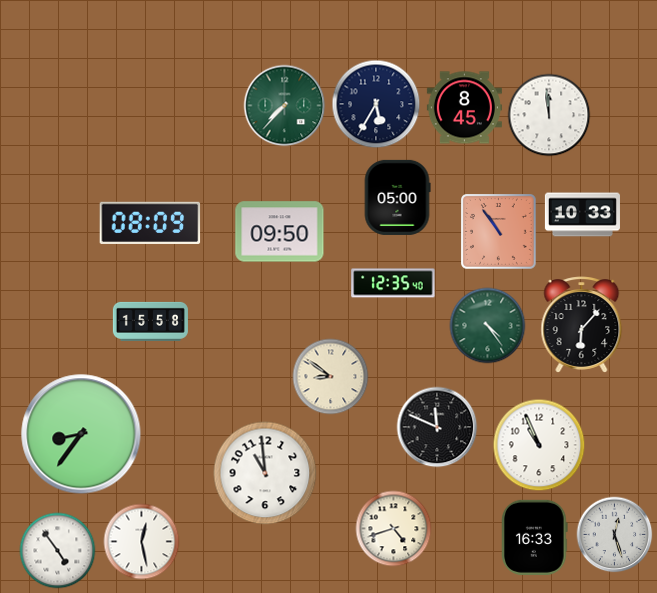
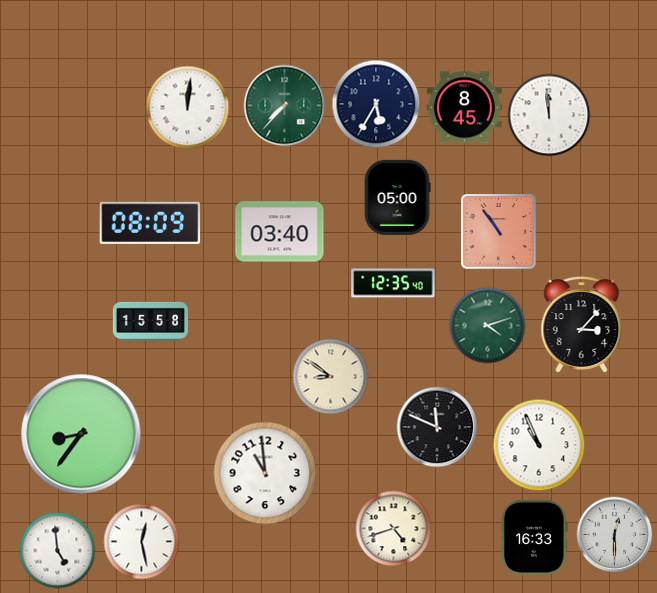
clock at (188, 108): none -> 12:01
clock at (582, 215): 10:33 -> none
clock at (280, 232): 09:50 -> 03:40
clock at (582, 325): 6:07 -> 3:07
clock at (488, 326): 4:24 -> 4:12
clock at (615, 535): 12:27 -> 12:30
clock at (58, 551): 4:54 -> 4:59
